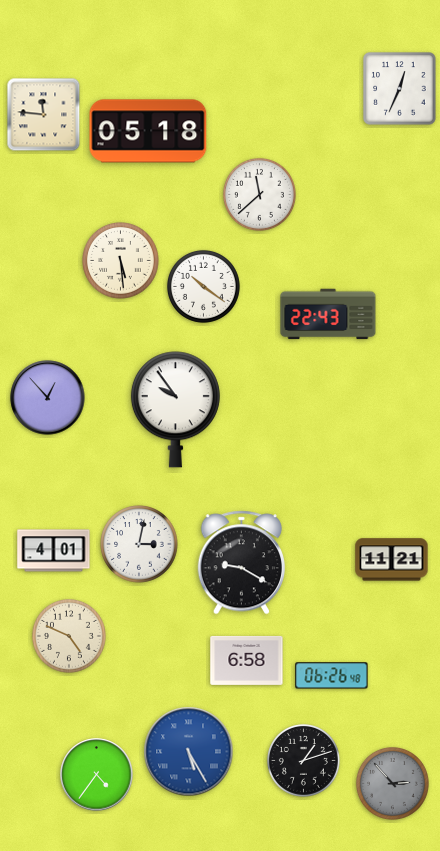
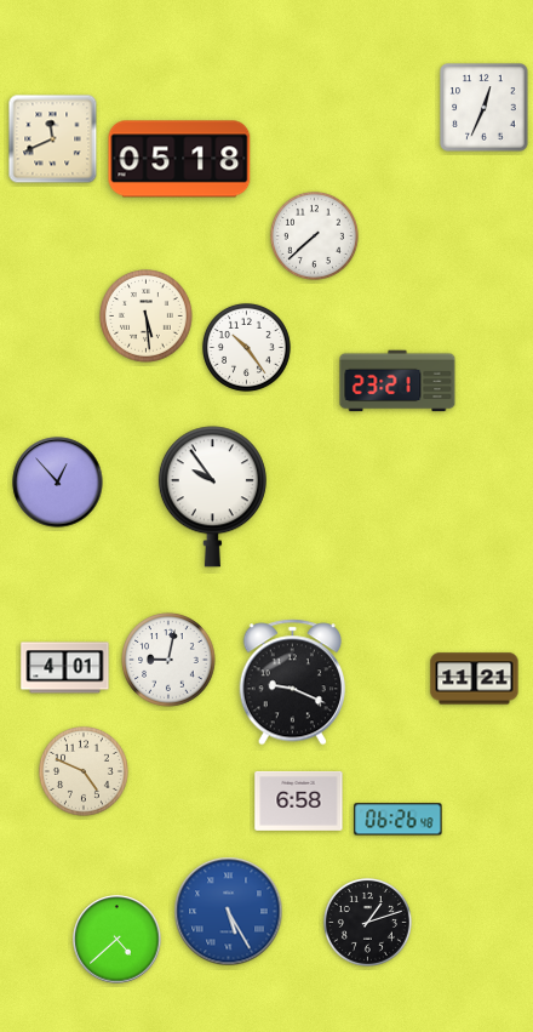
clock at (44, 115): 11:46 -> 11:41
clock at (259, 194): 11:38 -> 7:38
clock at (203, 286): 10:21 -> 10:24
clock at (328, 314): 22:43 -> 23:21
clock at (139, 544): 3:02 -> 9:02
clock at (241, 563): 9:20 -> 9:19
clock at (332, 676) position: (332, 676) -> (399, 820)
clock at (97, 775): 4:36 -> 4:38
clock at (392, 783): 2:53 -> none
